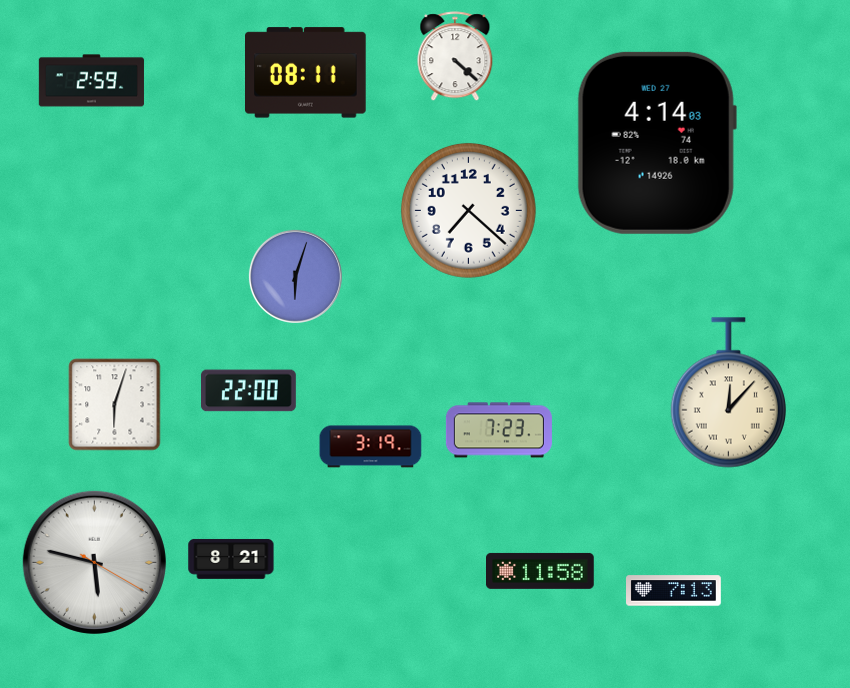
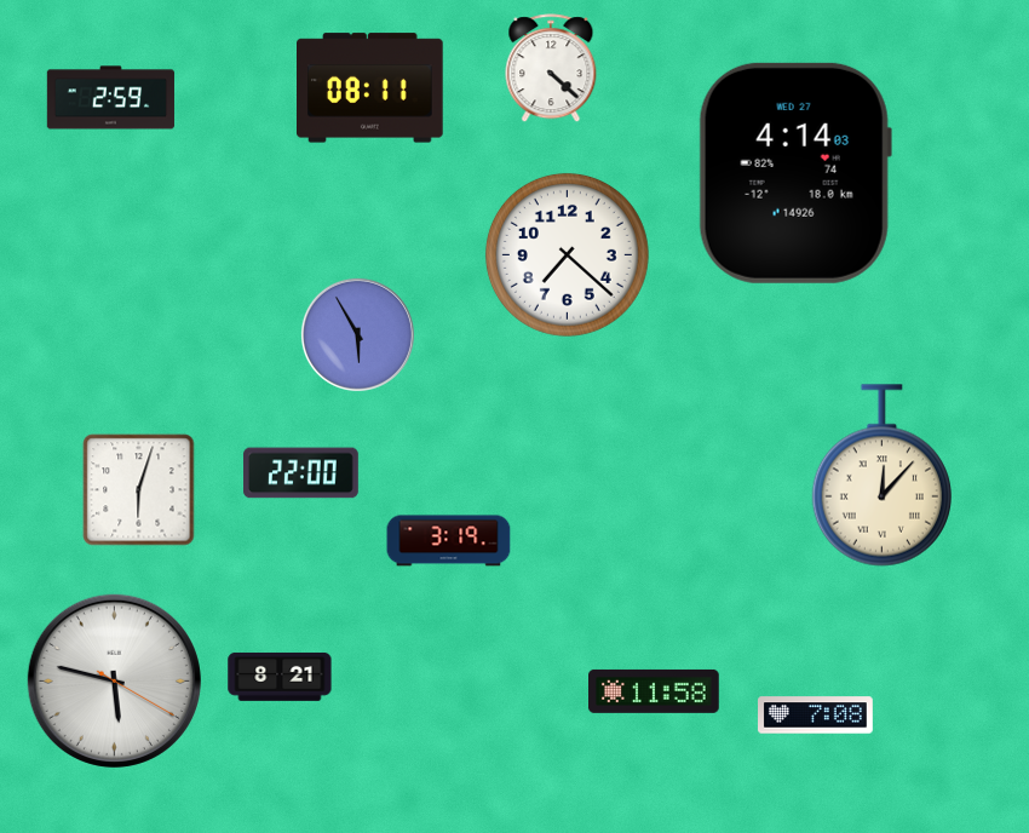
clock at (295, 276): 6:03 -> 5:55
clock at (499, 430): 7:23 -> none
clock at (674, 591): 7:13 -> 7:08
